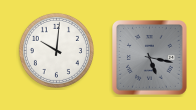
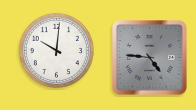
clock at (150, 58): 5:17 -> 4:46
